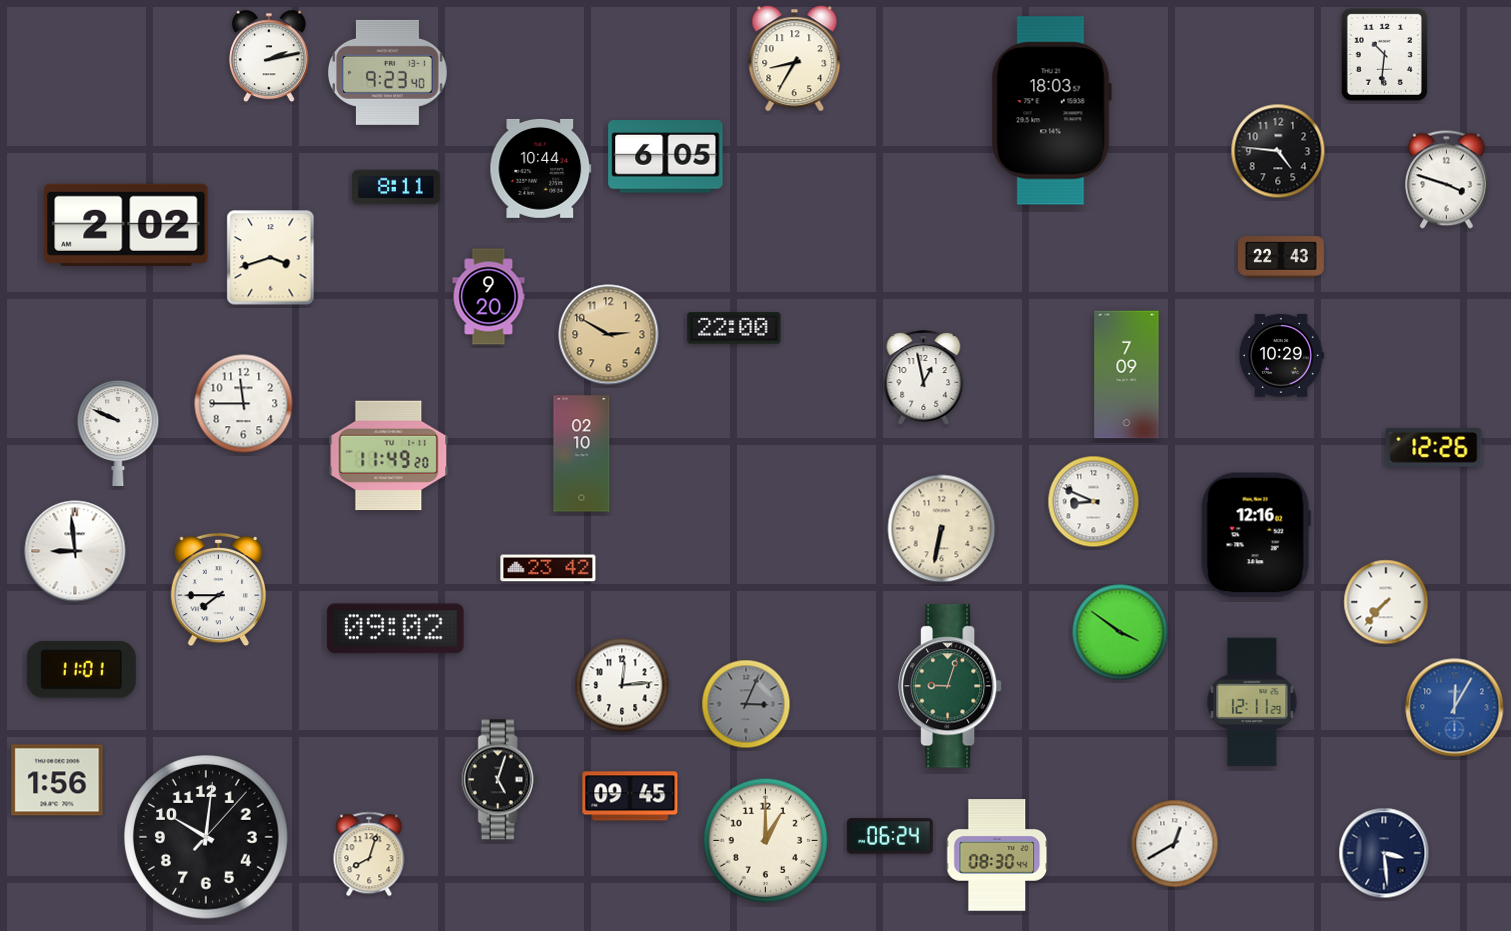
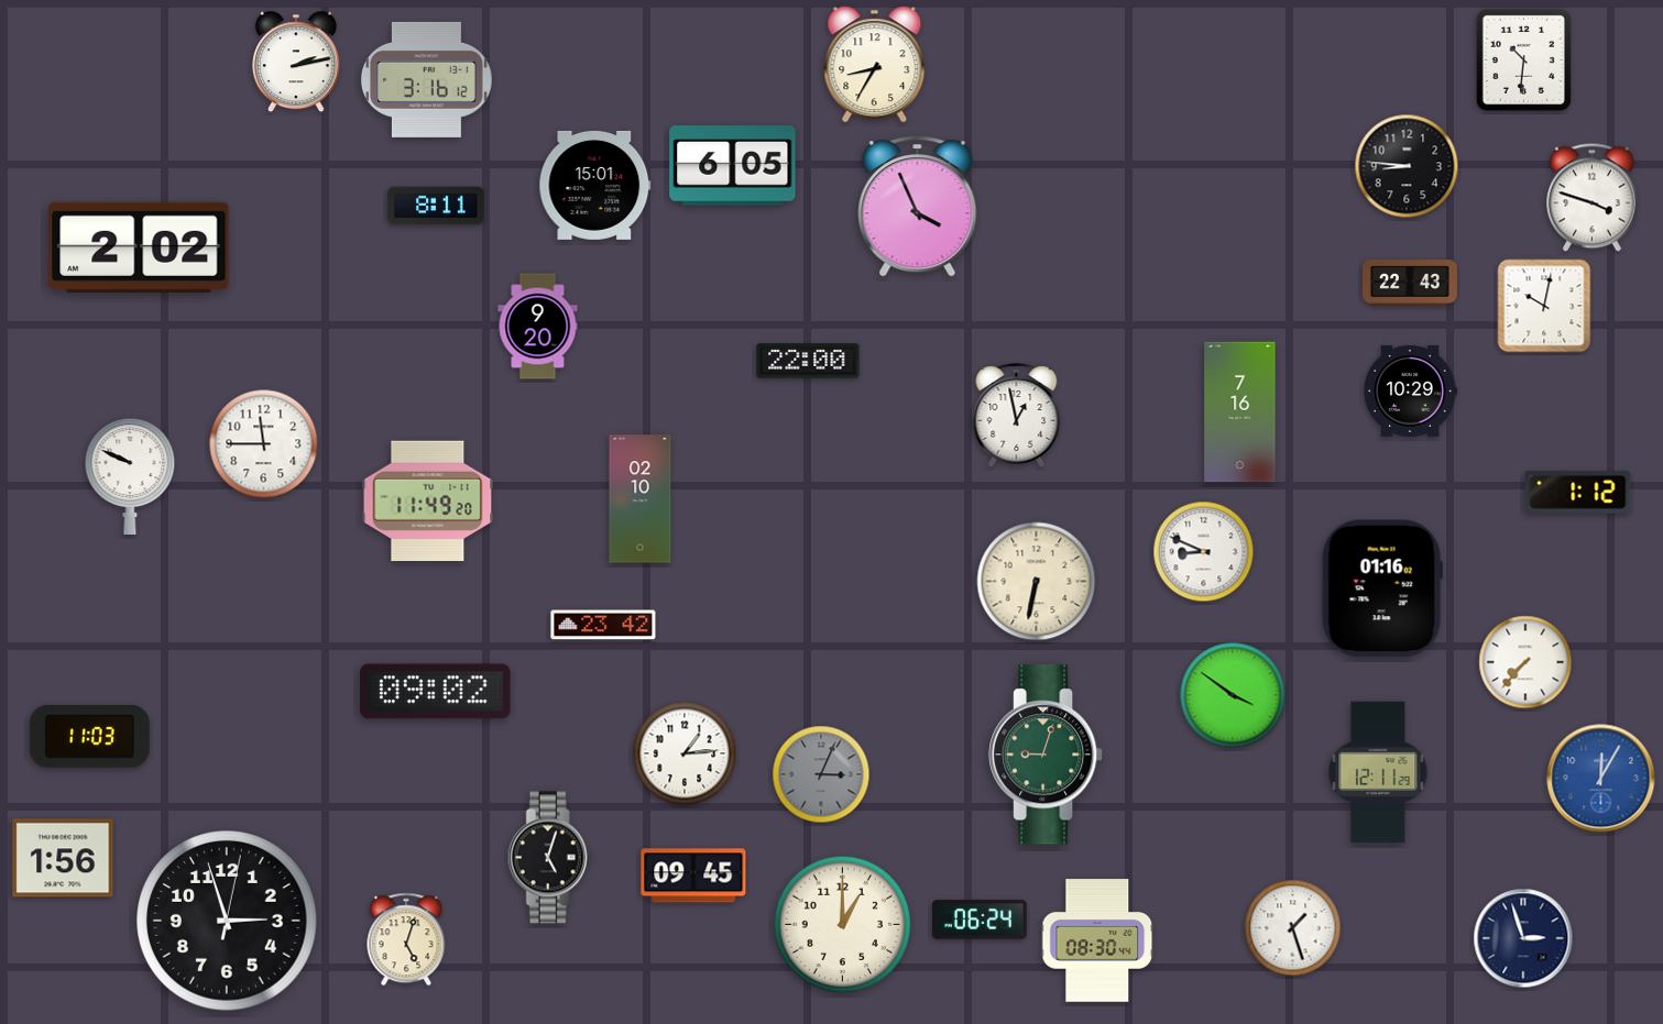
clock at (388, 72): 9:23 -> 3:16
clock at (1051, 111): 18:03 -> none
clock at (1278, 151): 4:46 -> 8:46
clock at (666, 157) position: (666, 157) -> (733, 166)
clock at (541, 168): 10:44 -> 15:01
clock at (918, 207): none -> 3:56
clock at (271, 258): 3:42 -> none
clock at (1544, 306): none -> 10:02
clock at (609, 335): 2:50 -> none
clock at (1127, 375): 7:09 -> 7:16
clock at (244, 404) position: (244, 404) -> (264, 444)
clock at (1434, 447): 12:26 -> 1:12
clock at (1256, 535): 12:16 -> 01:16
clock at (75, 551): 8:59 -> none
clock at (218, 590): 7:45 -> none
clock at (81, 669): 11:01 -> 11:03
clock at (622, 685): 12:14 -> 1:14
clock at (206, 837): 10:01 -> 2:57
clock at (1175, 844): 12:40 -> 1:27
clock at (1384, 853): 3:29 -> 2:57
clock at (369, 854): 8:03 -> 5:03
